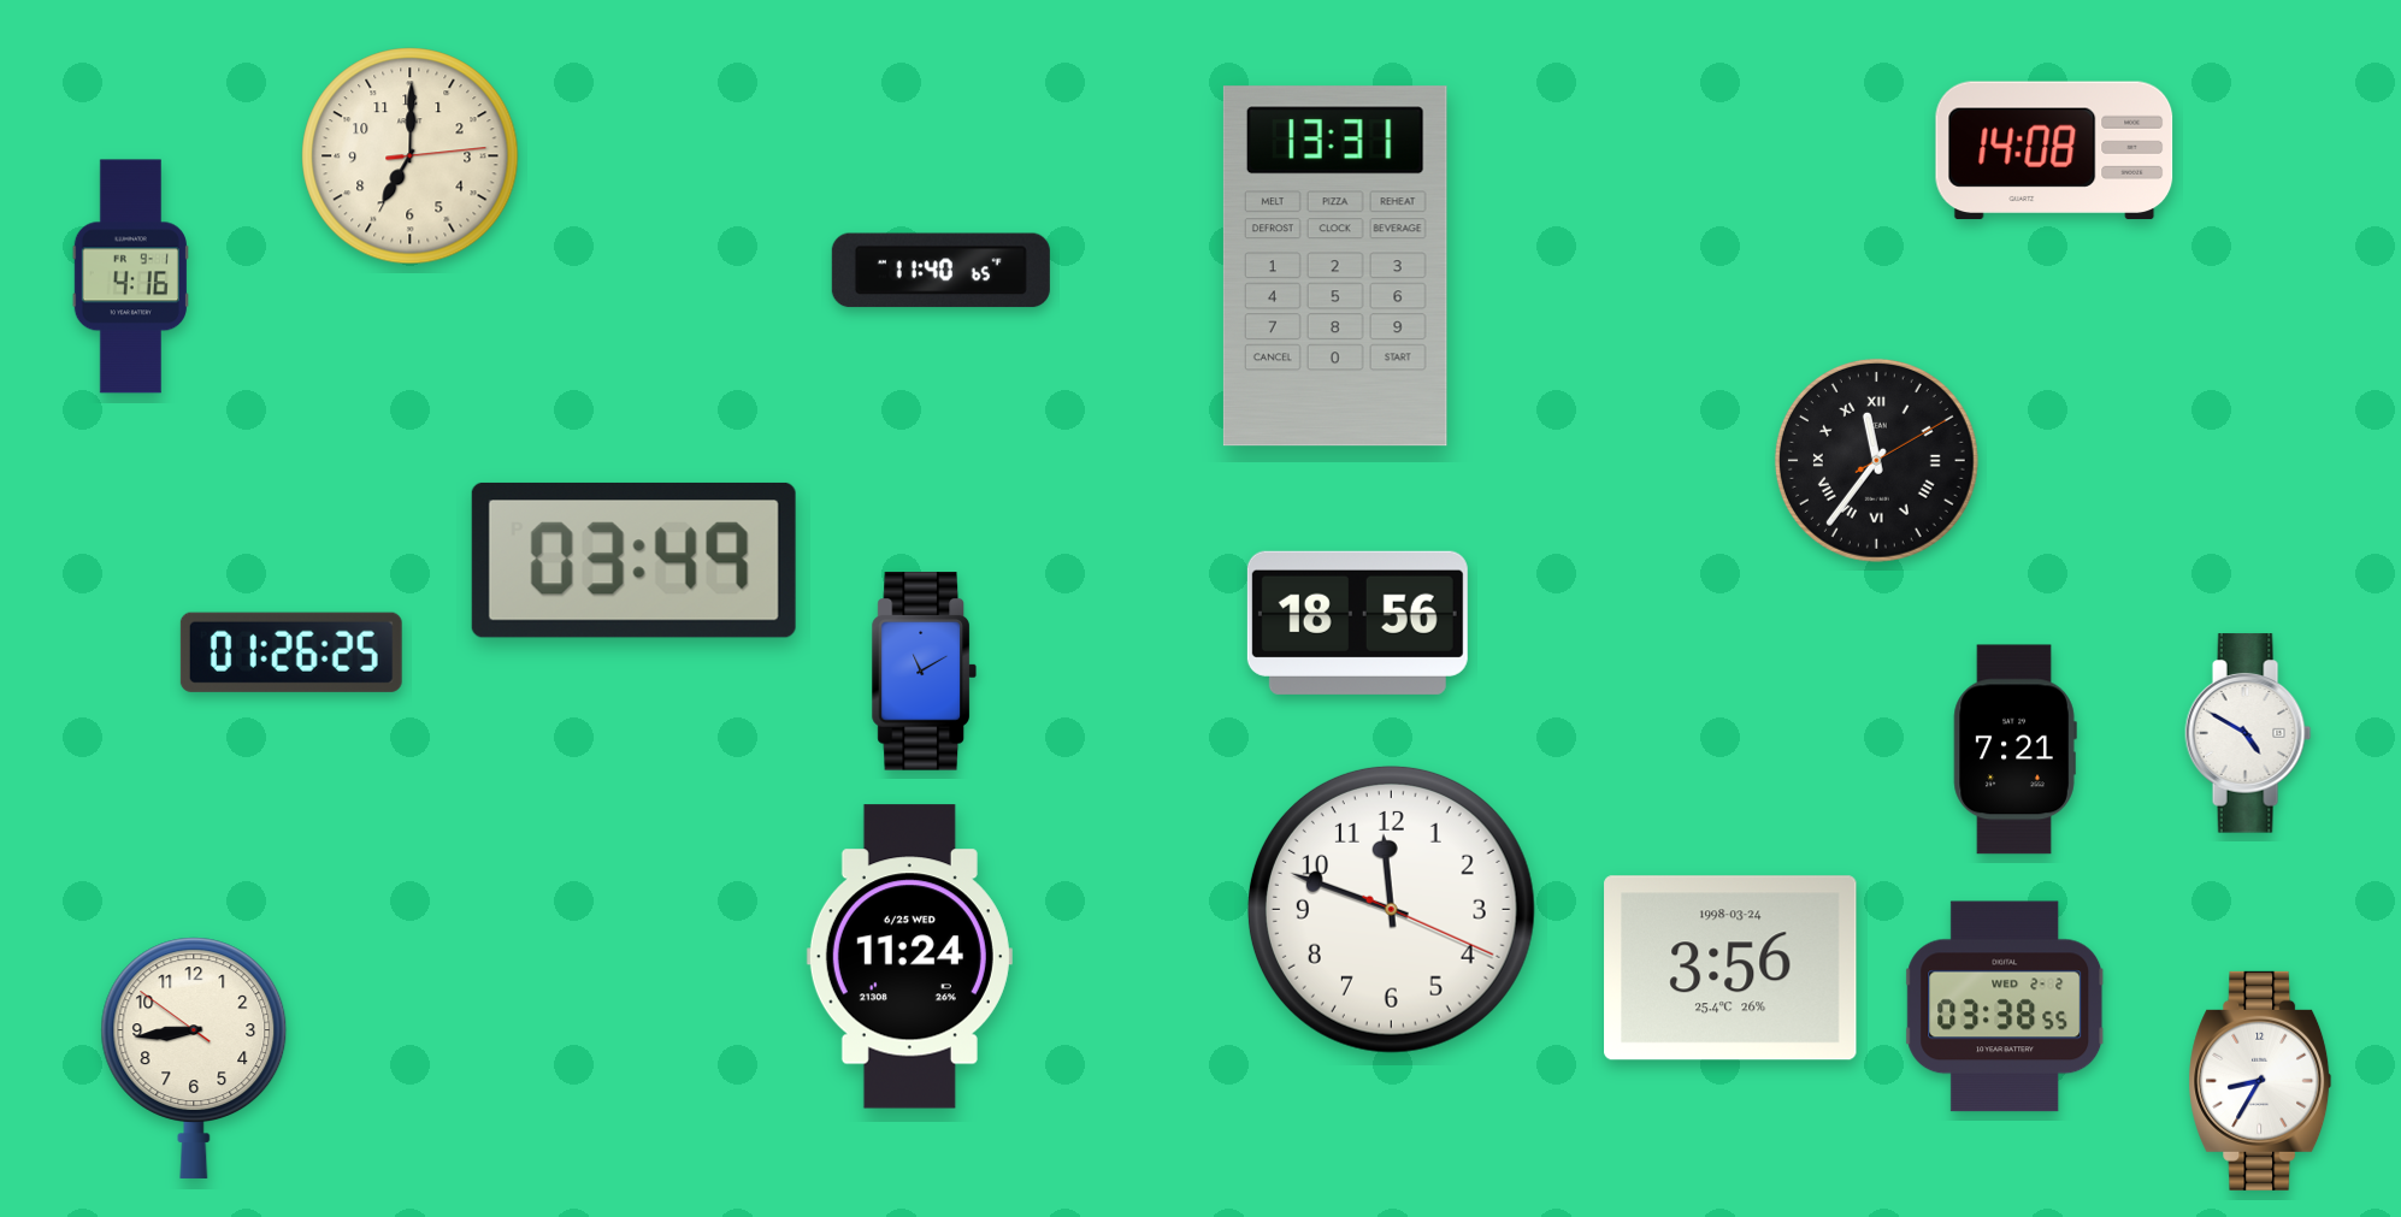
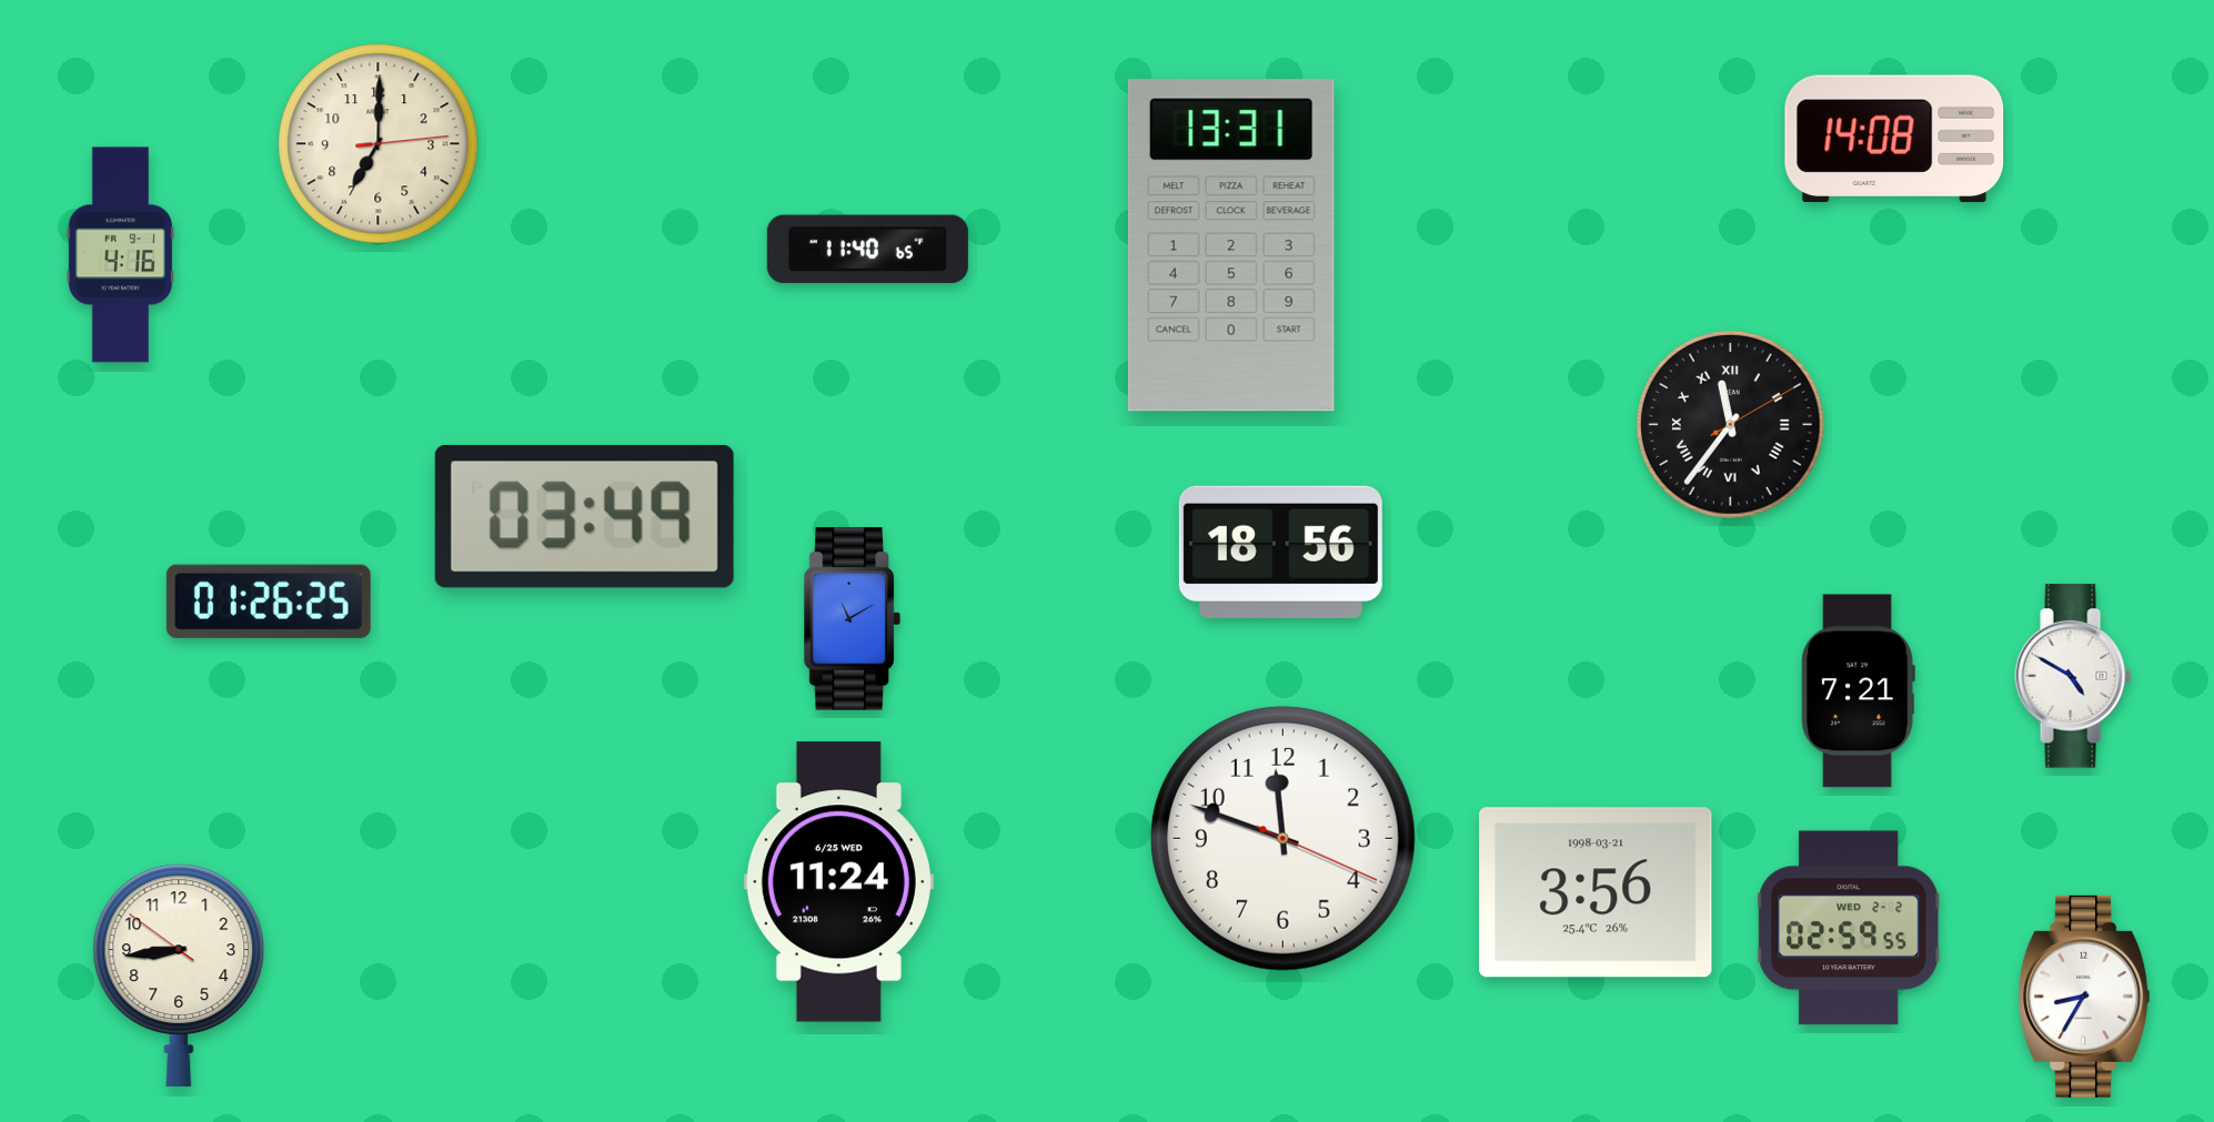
clock at (1357, 622) position: (1357, 622) -> (1280, 552)
clock at (1730, 968) date: 1998-03-24 -> 1998-03-21
clock at (2006, 1006): 03:38 -> 02:59
